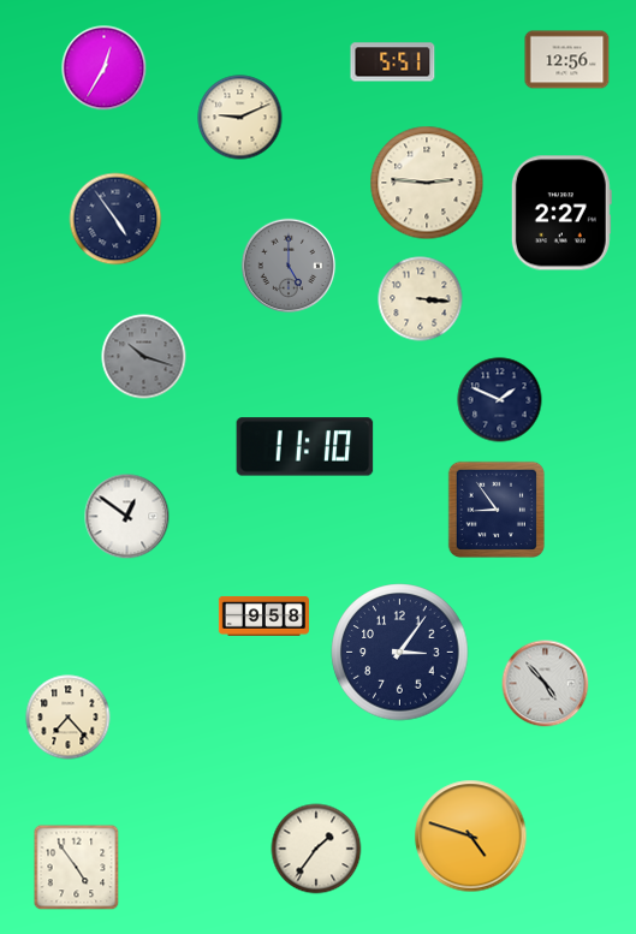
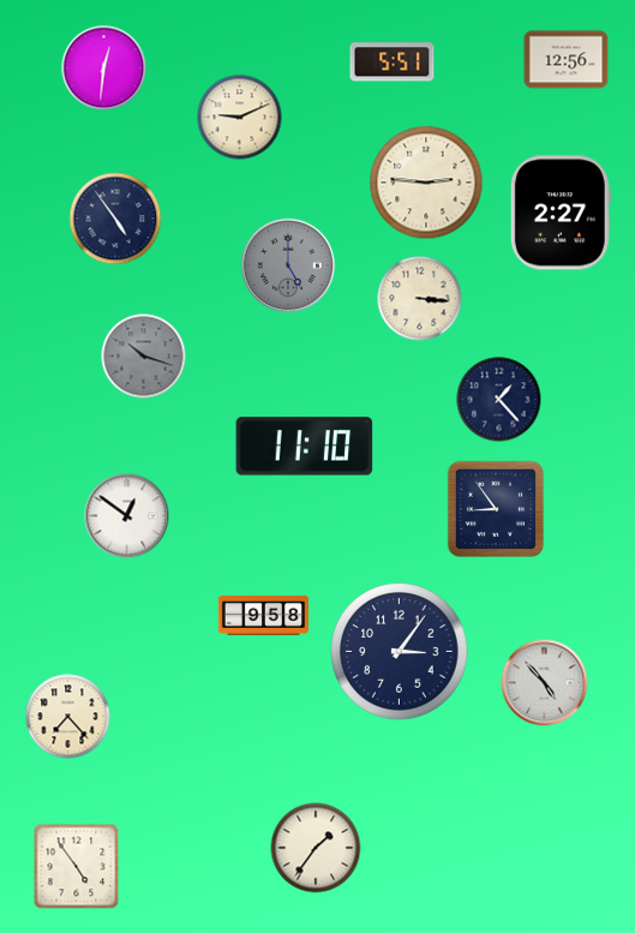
clock at (105, 69): 12:35 -> 12:31
clock at (500, 400): 1:49 -> 1:23
clock at (471, 837): 4:48 -> none
